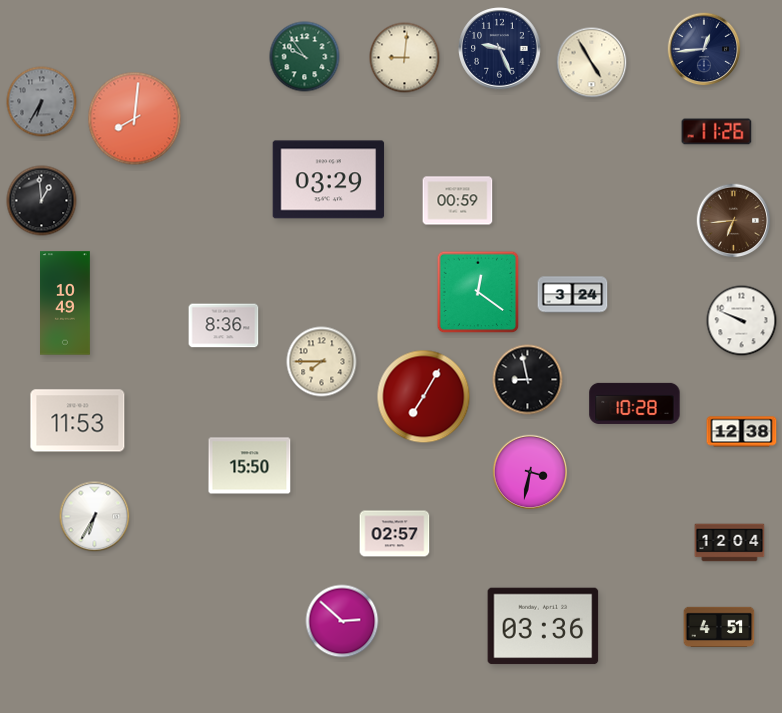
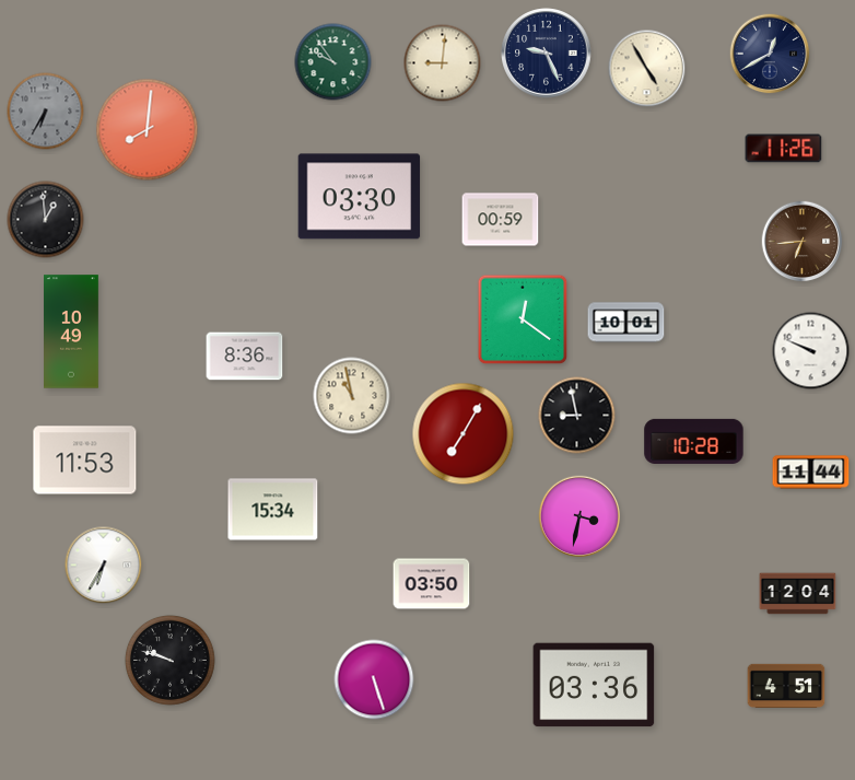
clock at (704, 49): 12:44 -> 12:40
clock at (717, 132) position: (717, 132) -> (784, 149)
clock at (329, 180): 03:29 -> 03:30
clock at (573, 295): 3:24 -> 10:01
clock at (322, 362): 7:45 -> 10:58
clock at (742, 432): 12:38 -> 11:44
clock at (250, 466): 15:50 -> 15:34
clock at (395, 534): 02:57 -> 03:50
clock at (169, 660): none -> 9:48
clock at (342, 621): 2:52 -> 5:27
